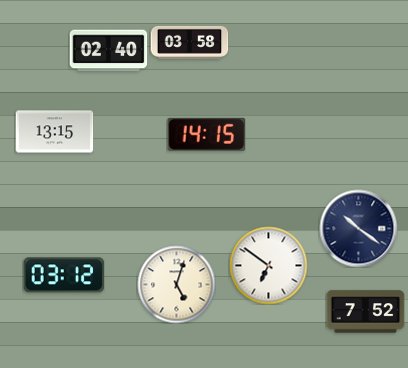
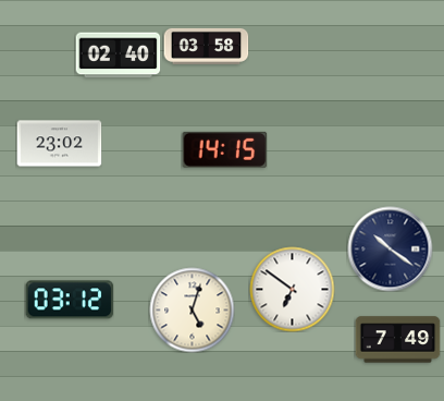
clock at (54, 132): 13:15 -> 23:02
clock at (206, 134) position: (206, 134) -> (224, 149)
clock at (365, 312): 7:52 -> 7:49
